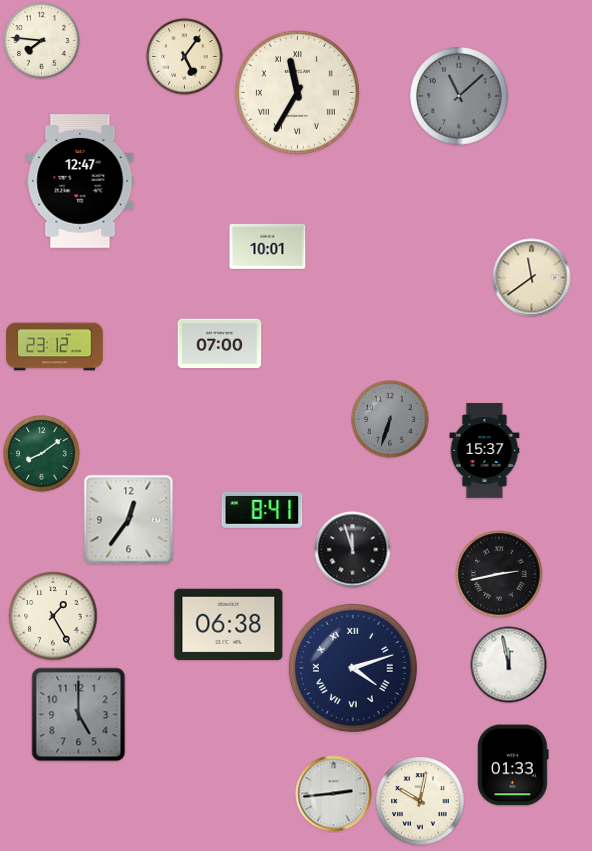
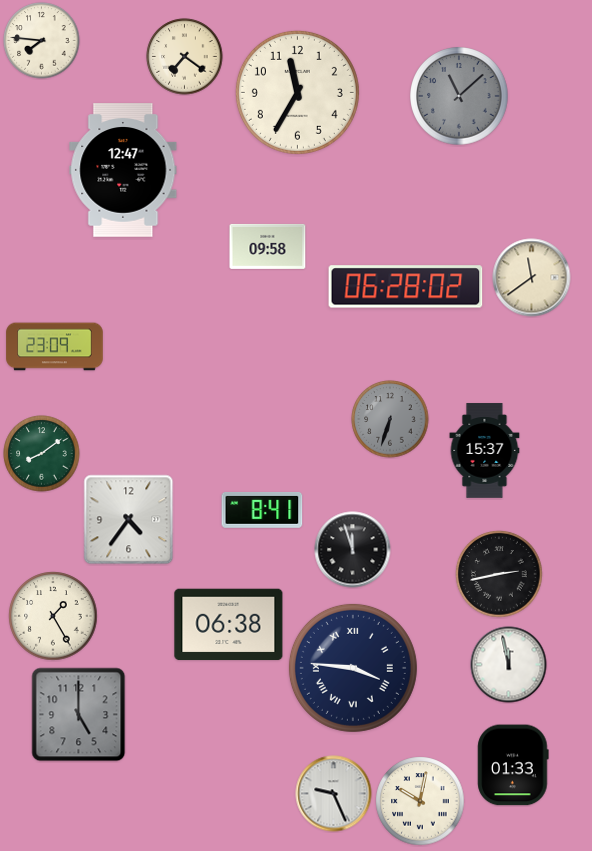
clock at (185, 57): 5:06 -> 7:21
clock at (297, 92) numerals: Roman -> Arabic
clock at (80, 181) position: (80, 181) -> (123, 170)
clock at (268, 246): 10:01 -> 09:58
clock at (406, 287): none -> 06:28
clock at (220, 344): 07:00 -> none
clock at (55, 347): 23:12 -> 23:09
clock at (129, 520): 12:36 -> 4:36
clock at (353, 668): 4:12 -> 3:46
clock at (334, 794): 2:44 -> 9:26
